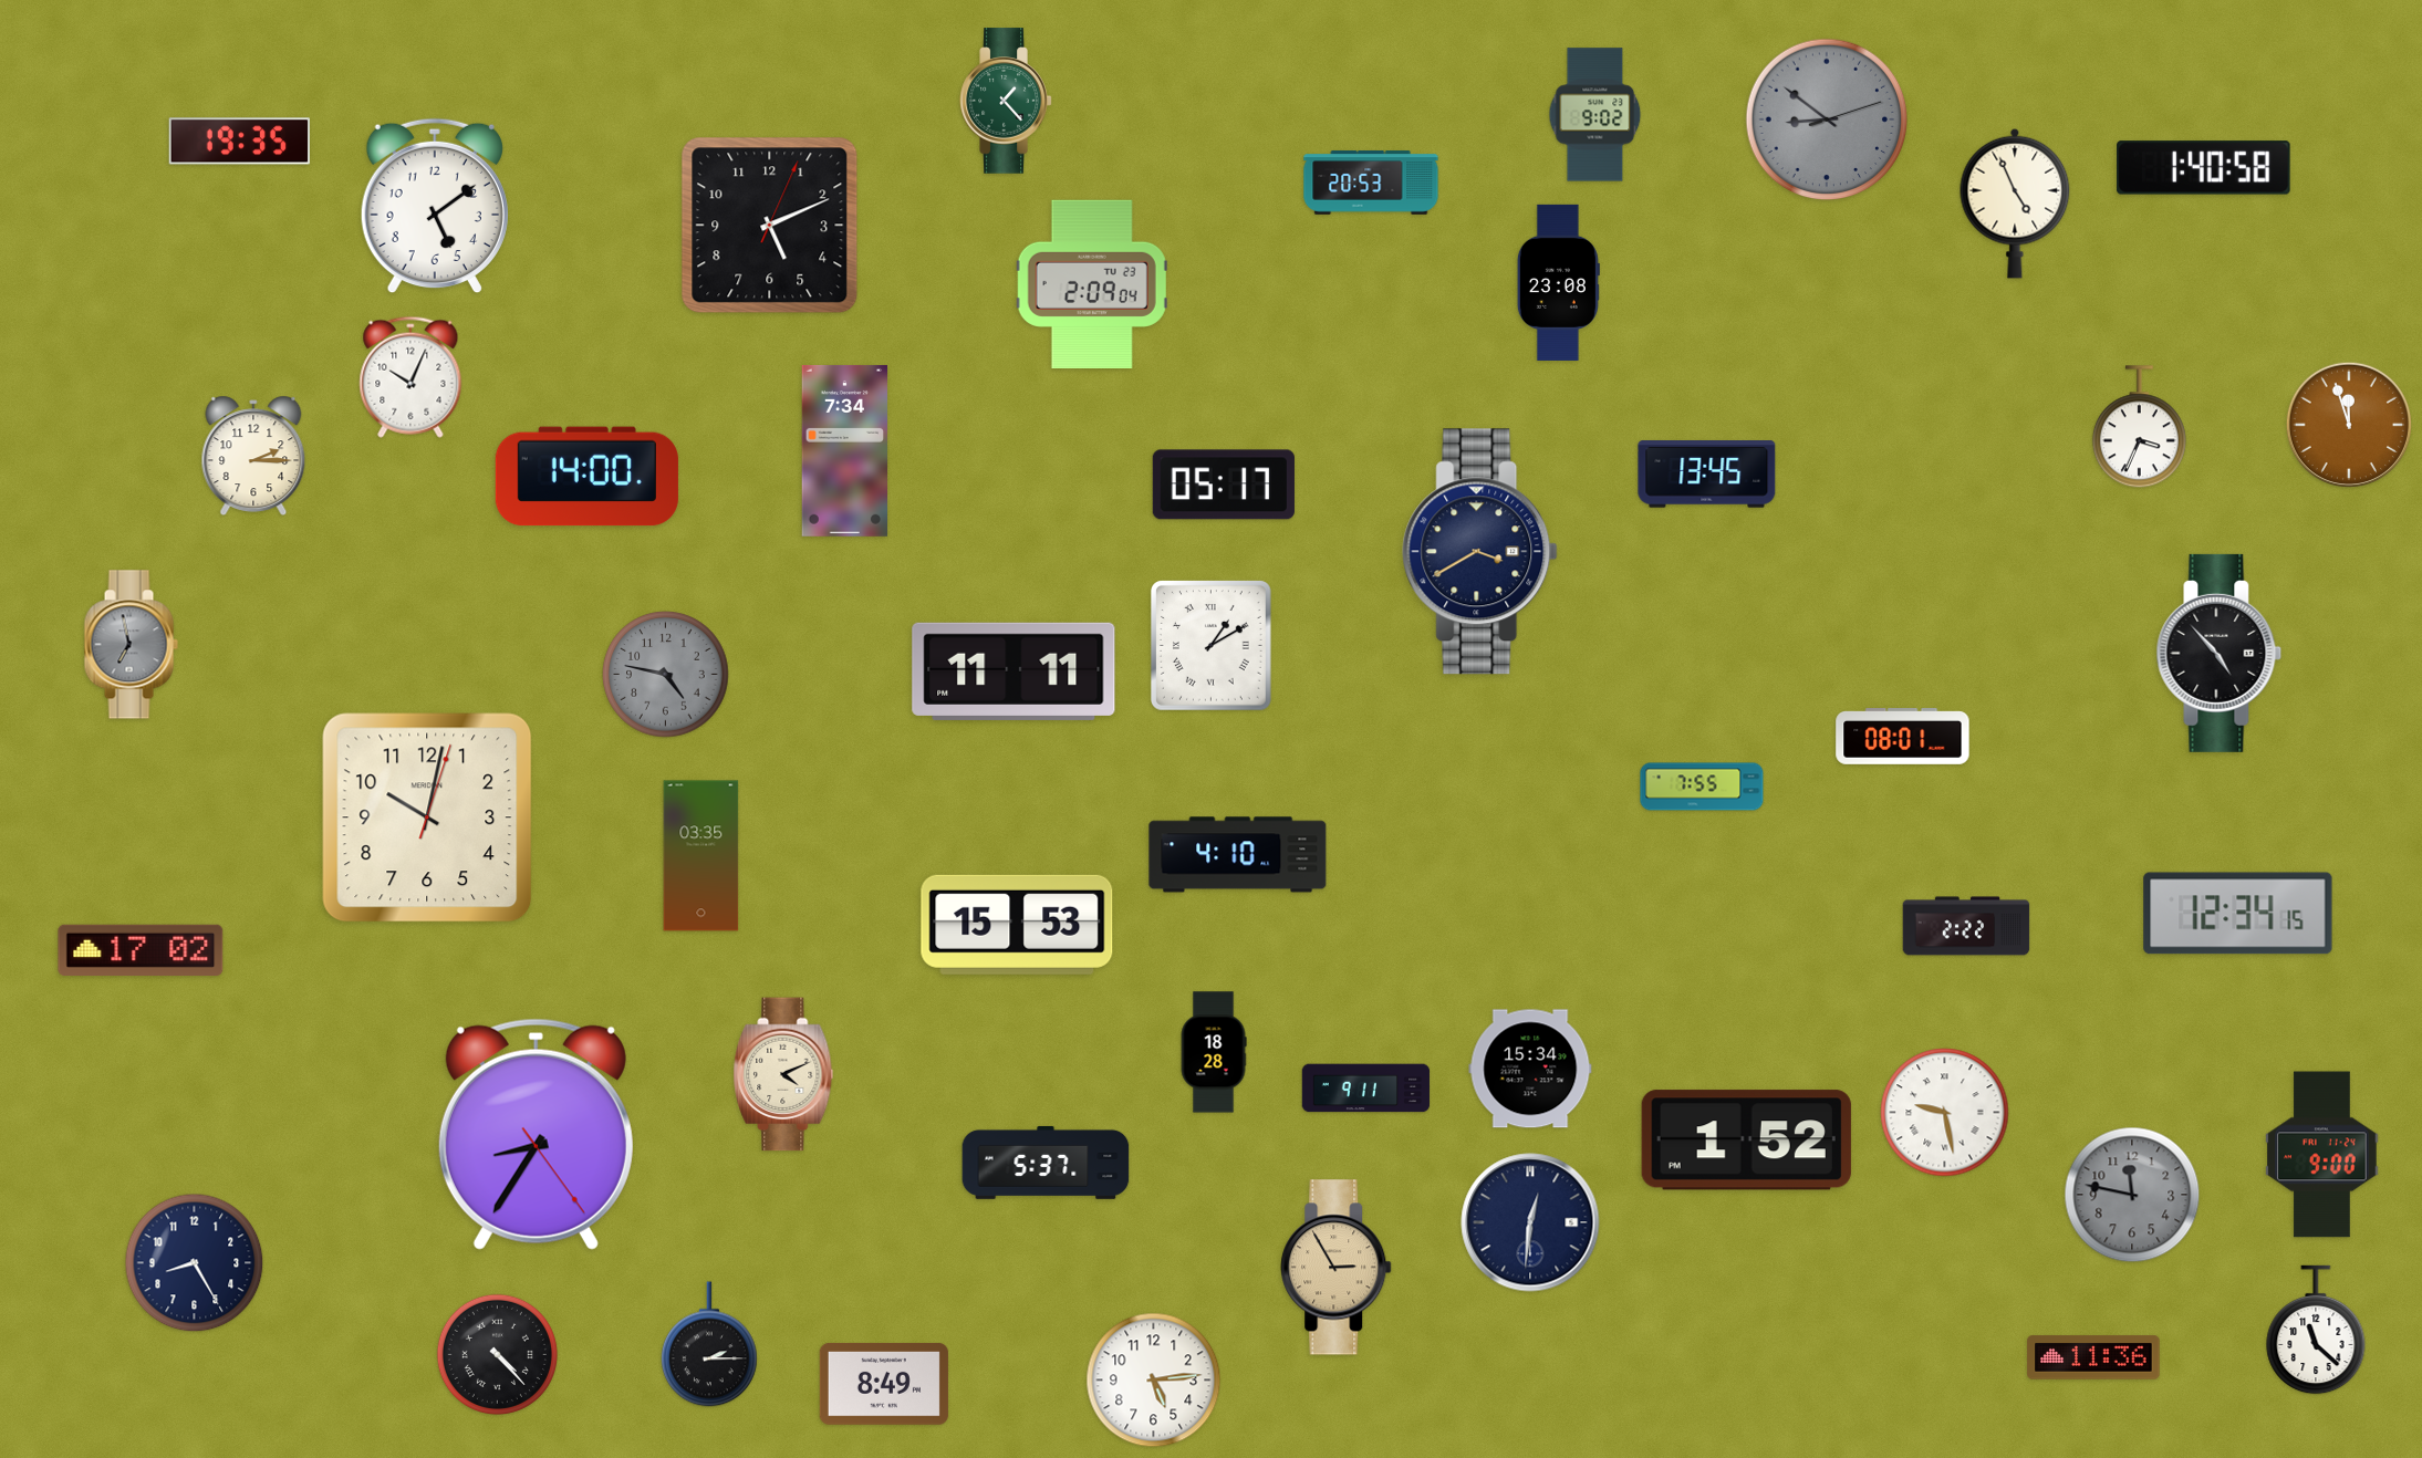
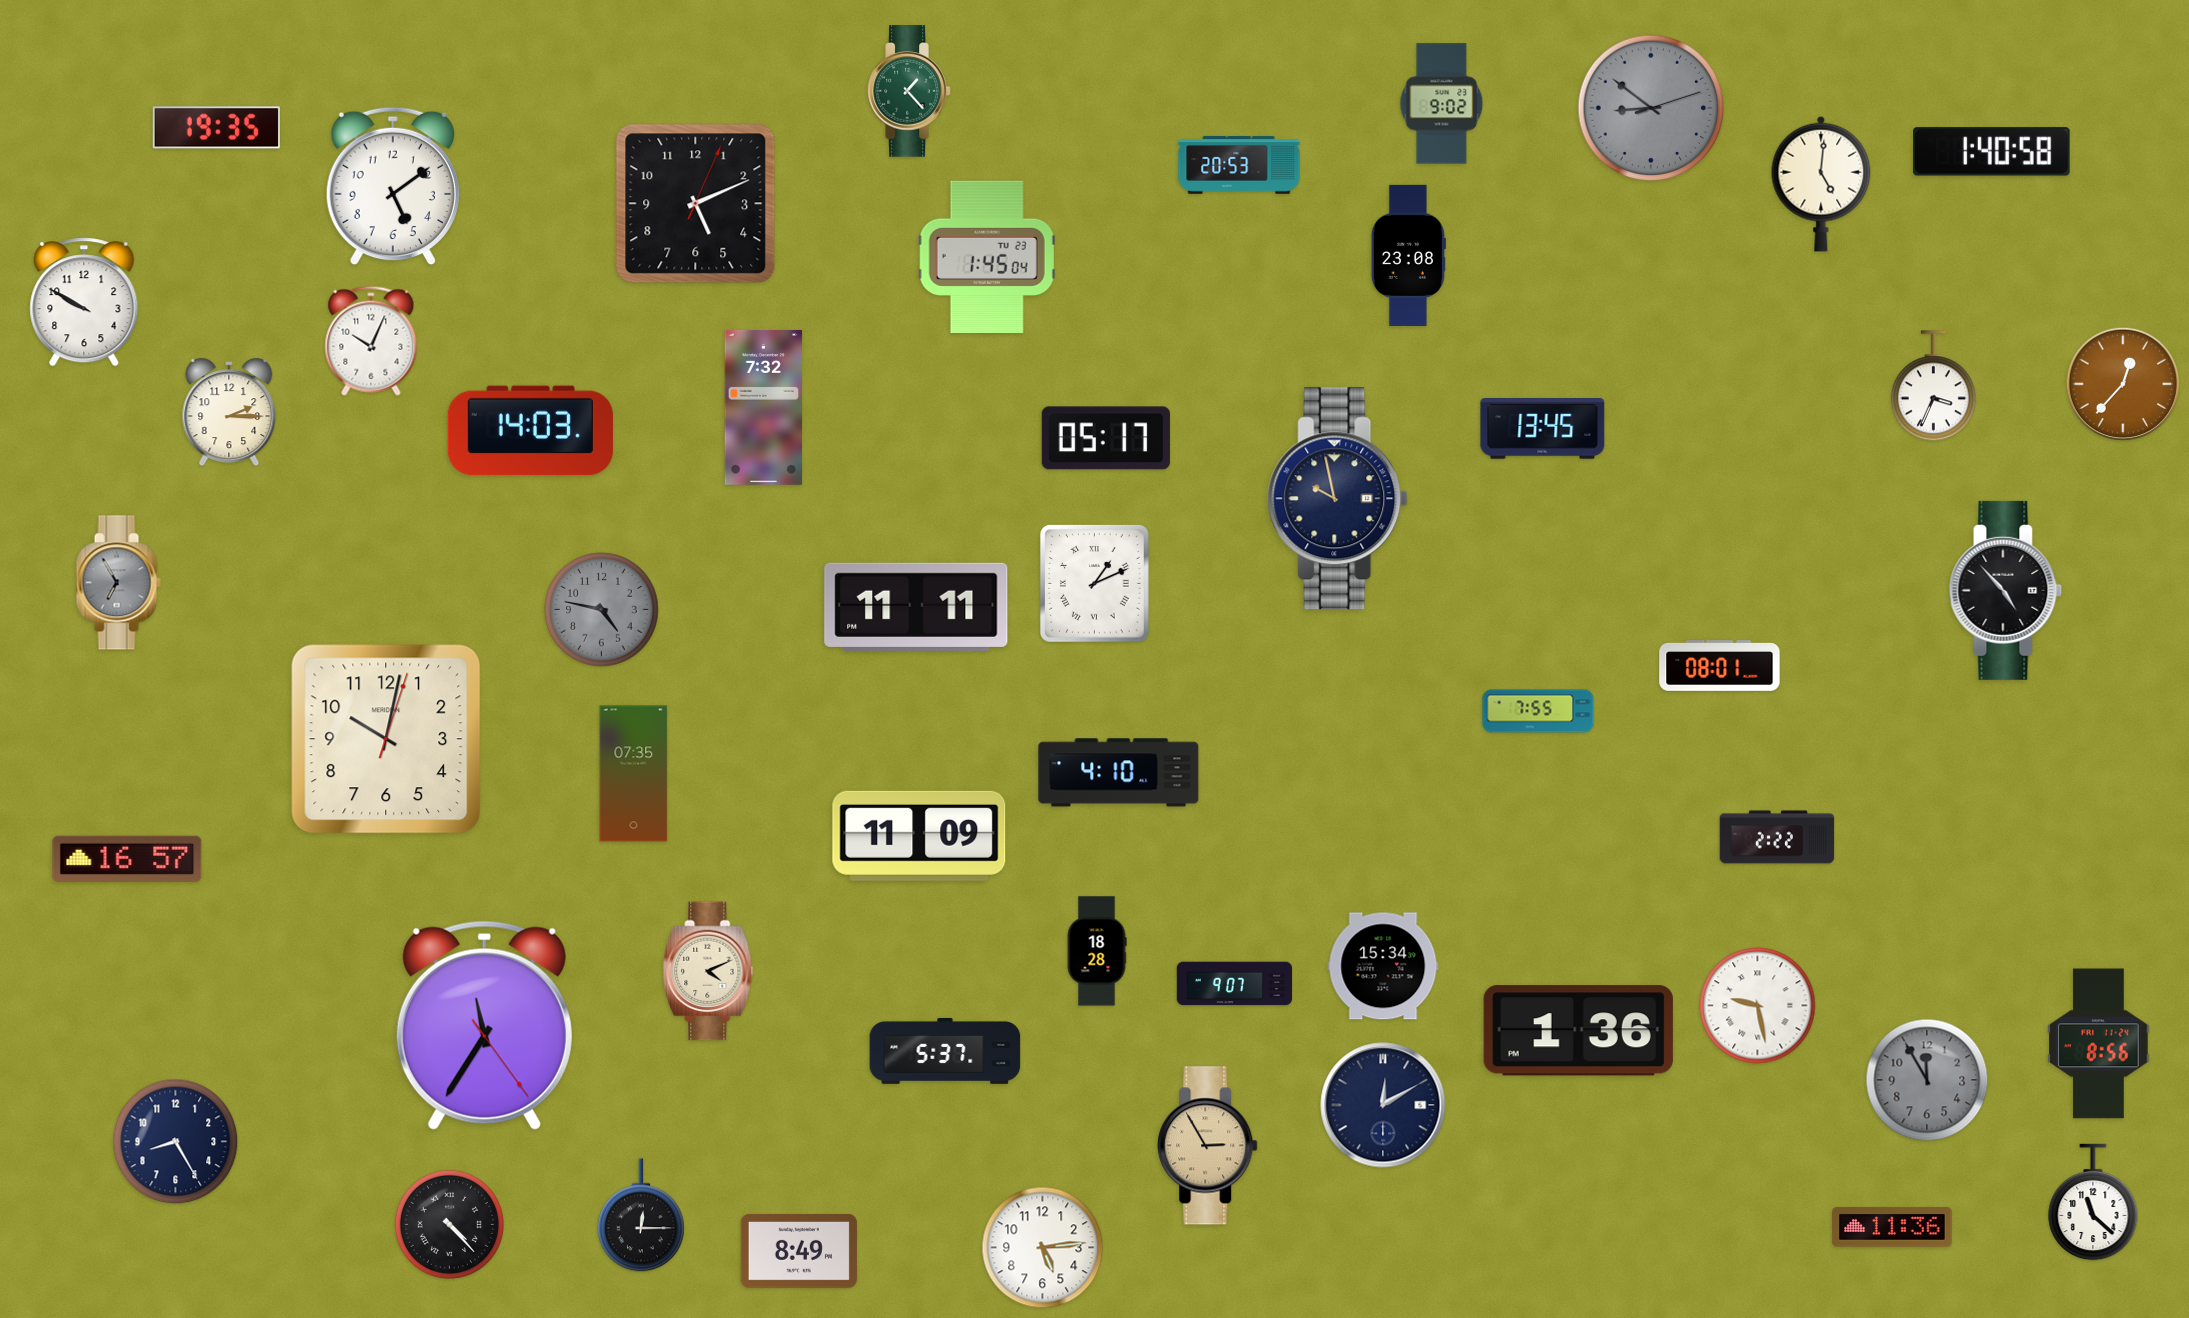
clock at (2015, 204): 4:56 -> 5:01
clock at (1092, 283): 2:09 -> 1:45
clock at (84, 302): none -> 9:50
clock at (2348, 424): 11:57 -> 12:37
clock at (845, 450): 7:34 -> 7:32
clock at (586, 477): 14:00 -> 14:03
clock at (1480, 552): 3:40 -> 9:58
clock at (131, 645): 6:58 -> 6:55
clock at (1210, 646): 1:10 -> 1:11
clock at (701, 856): 03:35 -> 07:35
clock at (2238, 914): 12:34 -> none
clock at (1017, 925): 15:53 -> 11:09
clock at (141, 950): 17:02 -> 16:57
clock at (1366, 1089): 9:11 -> 9:07
clock at (536, 1134): 8:35 -> 11:35
clock at (1746, 1141): 1:52 -> 1:36
clock at (2322, 1155): 9:00 -> 8:56
clock at (2132, 1195): 11:47 -> 11:55
clock at (1530, 1222): 12:31 -> 12:10
clock at (710, 1344): 2:15 -> 12:15
